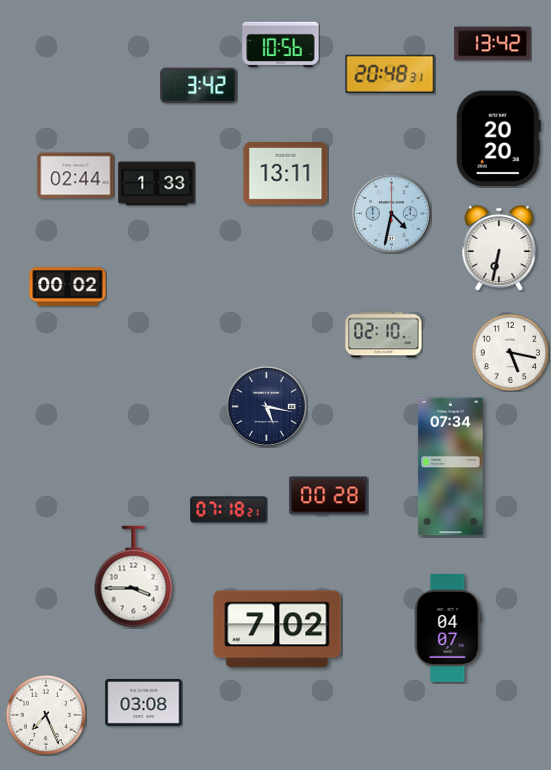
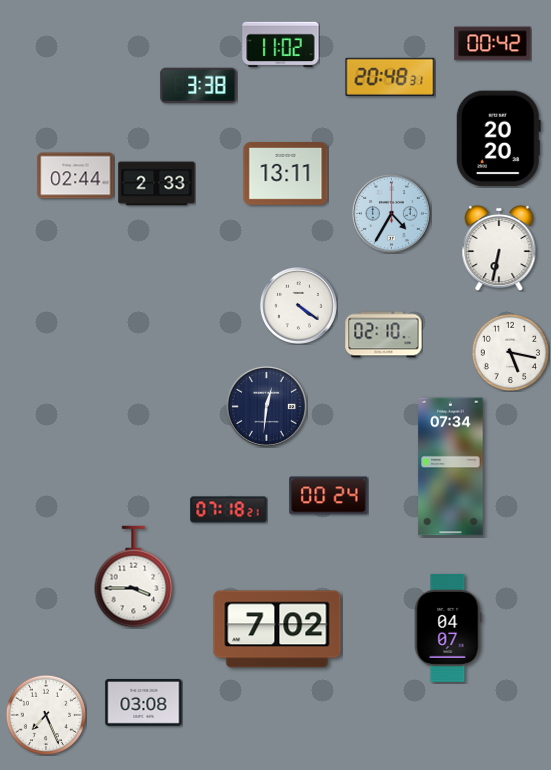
clock at (493, 44): 13:42 -> 00:42
clock at (281, 45): 10:56 -> 11:02
clock at (390, 74) position: (390, 74) -> (390, 77)
clock at (199, 86): 3:42 -> 3:38
clock at (157, 184): 1:33 -> 2:33
clock at (391, 213): 4:32 -> 4:35
clock at (68, 287): 00:02 -> none
clock at (298, 305): none -> 4:21
clock at (266, 406): 5:17 -> 12:31
clock at (329, 496): 00:28 -> 00:24
